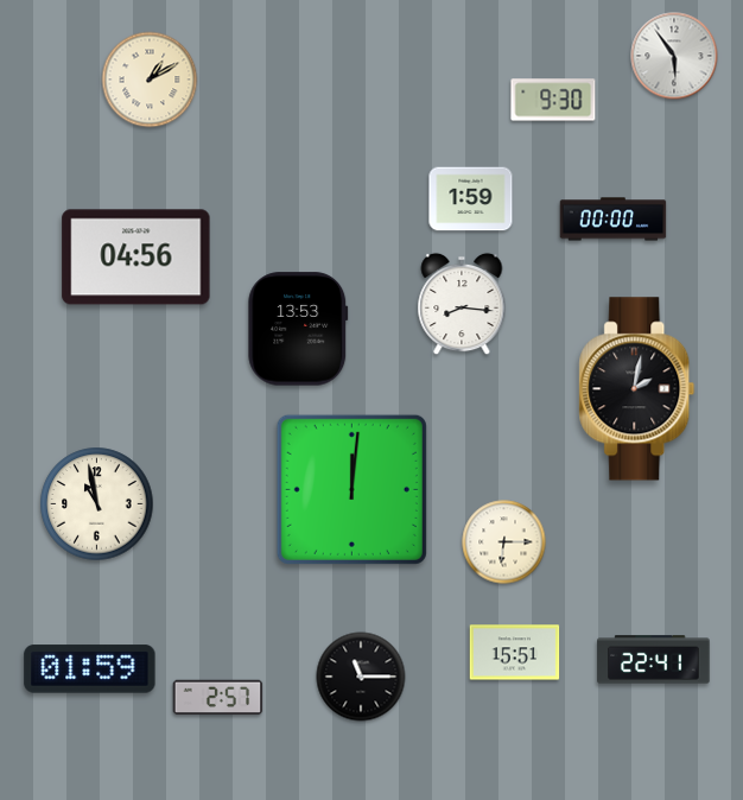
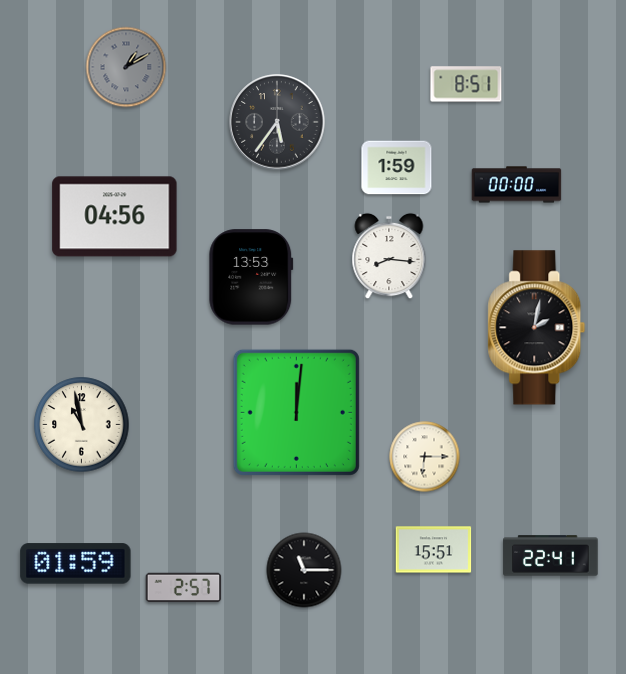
clock at (674, 56): 5:54 -> none
clock at (150, 80) dial: cream -> grey
clock at (553, 100): 9:30 -> 8:51
clock at (277, 122): none -> 5:36
